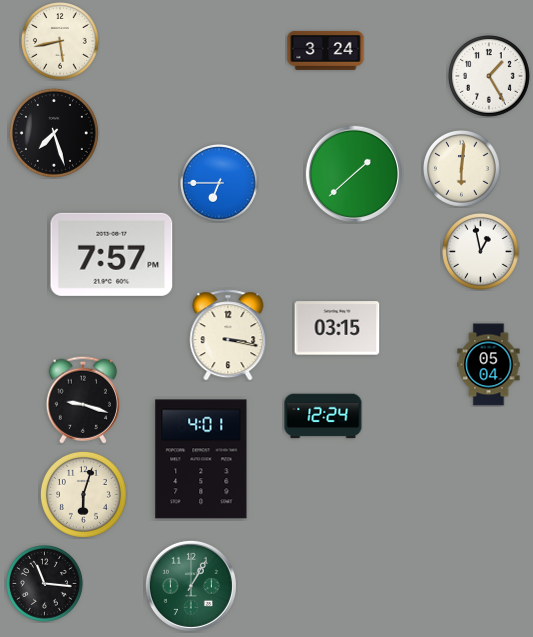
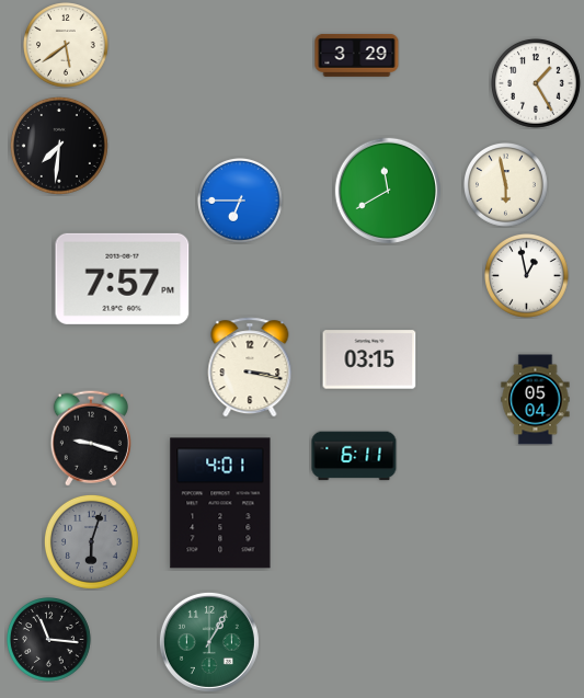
clock at (61, 42): 5:43 -> 5:39
clock at (326, 50): 3:24 -> 3:29
clock at (54, 133): 7:27 -> 7:31
clock at (462, 169): 6:01 -> 5:58
clock at (354, 174): 1:38 -> 11:40
clock at (323, 416): 12:24 -> 6:11
clock at (83, 494) dial: cream -> grey
